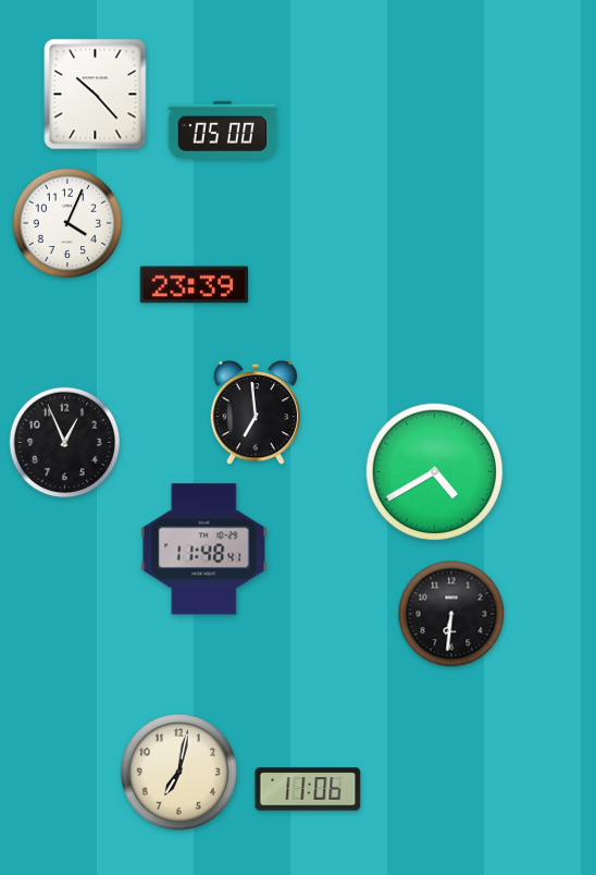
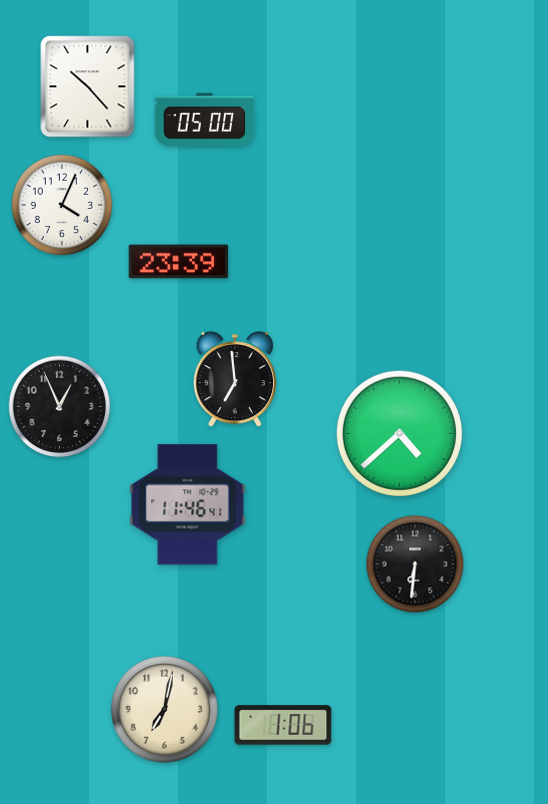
clock at (435, 472): 4:40 -> 4:38
clock at (204, 550): 11:48 -> 11:46
clock at (308, 789): 11:06 -> 1:06
